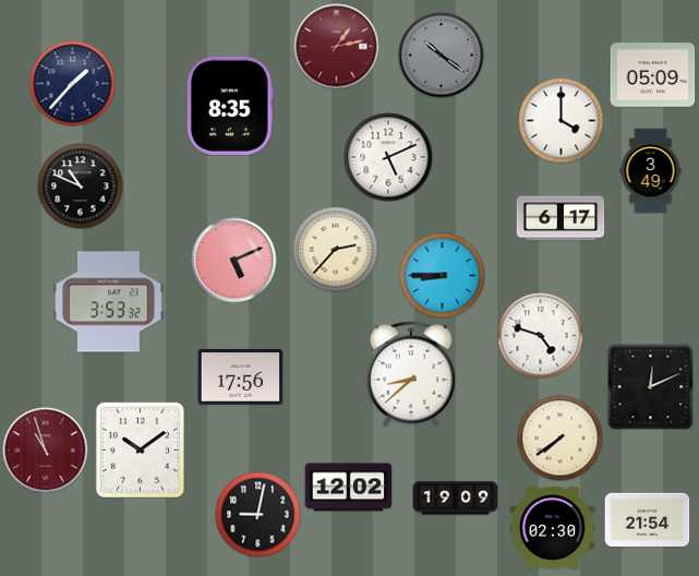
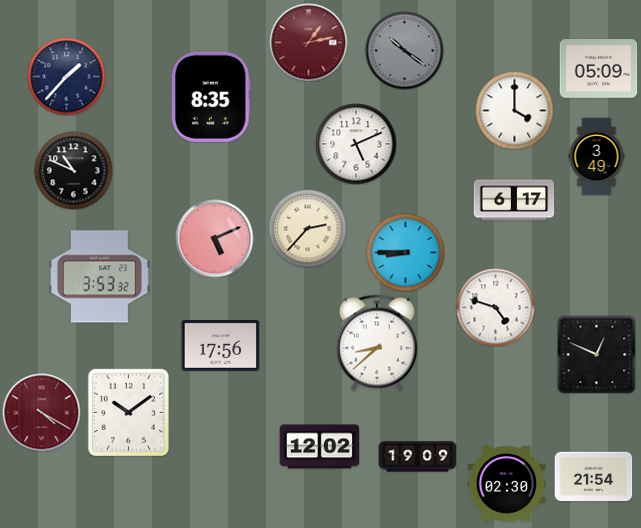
clock at (650, 386): 12:11 -> 12:49
clock at (559, 437): 7:39 -> none
clock at (45, 449): 10:57 -> 4:20
clock at (257, 514): 9:02 -> none
